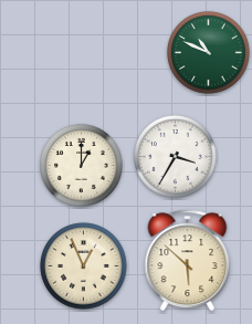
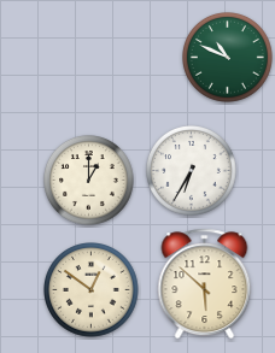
clock at (176, 157): 3:35 -> 6:35
clock at (84, 266): 12:56 -> 12:51
